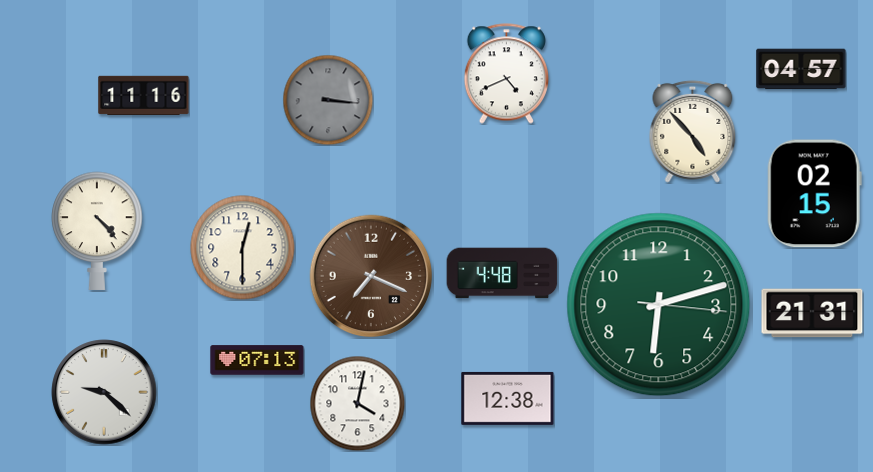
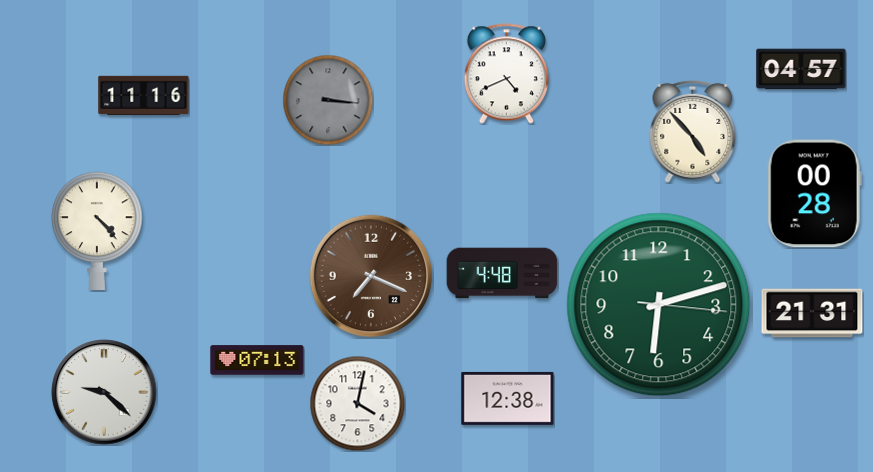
clock at (814, 194): 02:15 -> 00:28
clock at (243, 248): 12:30 -> none
